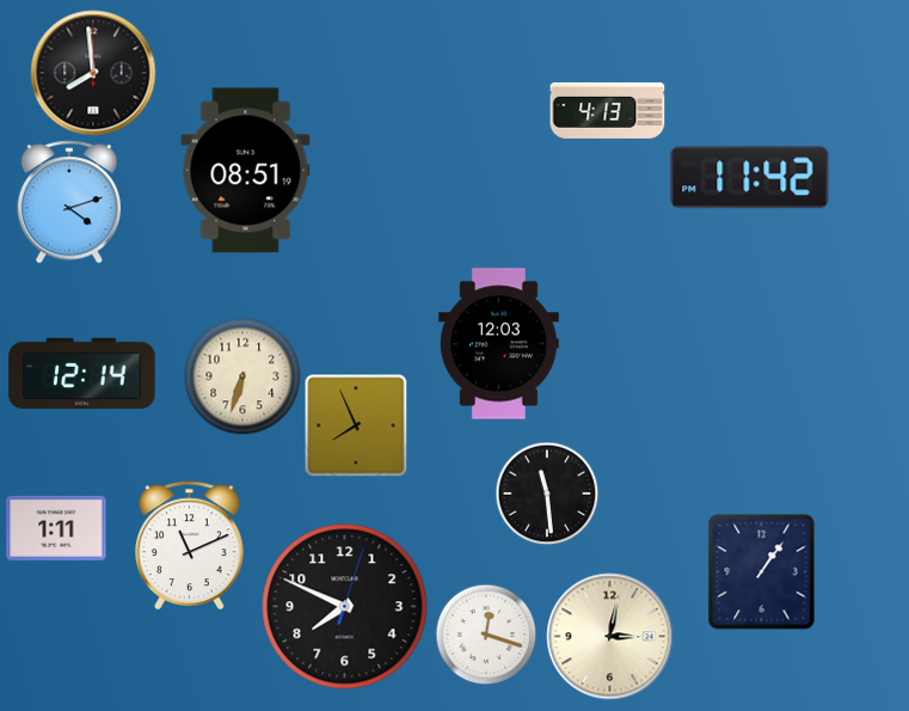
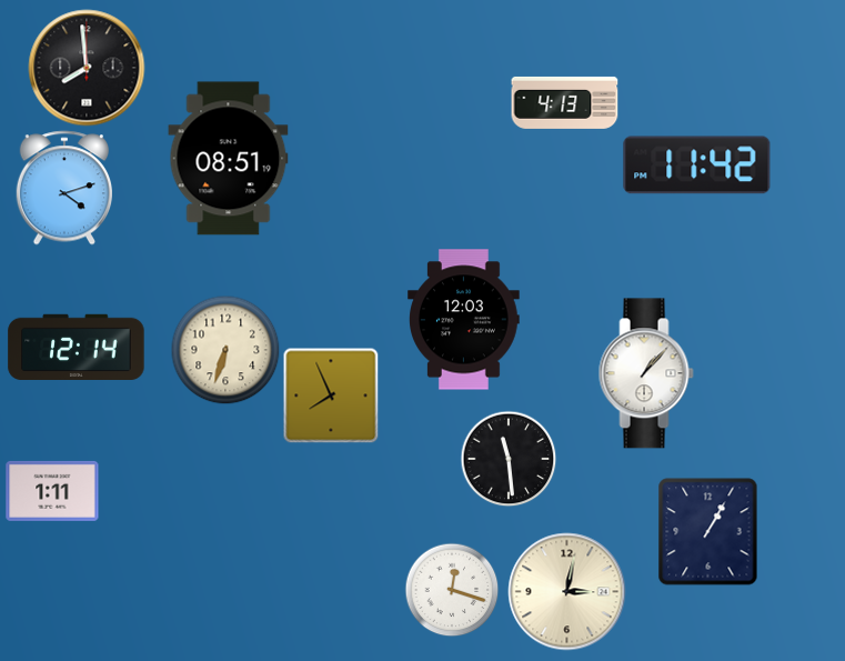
clock at (646, 373): none -> 1:07
clock at (190, 545): 11:11 -> none
clock at (762, 572): 1:06 -> 1:05
clock at (345, 607): 7:49 -> none
